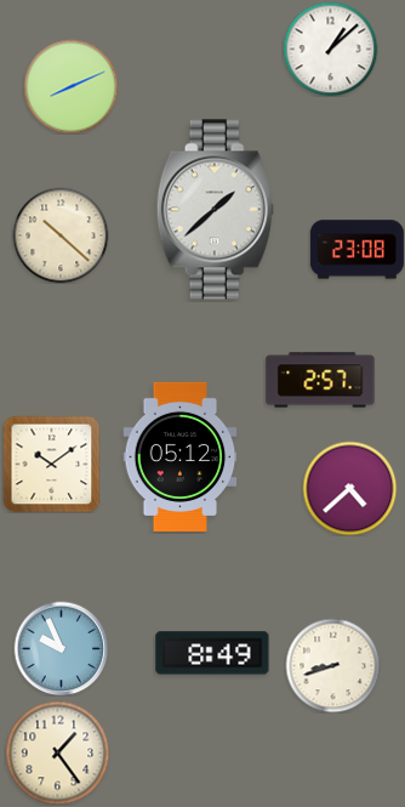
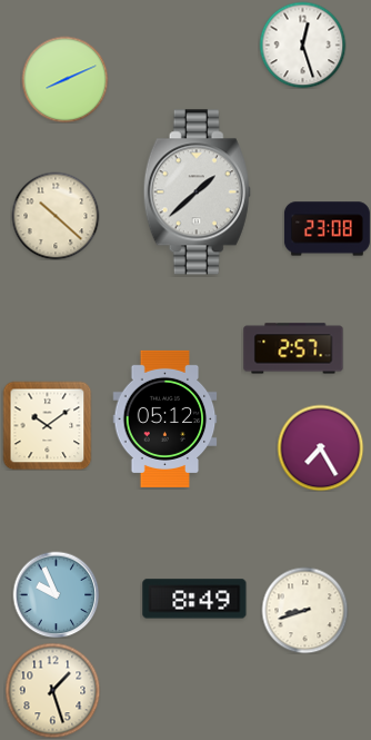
clock at (330, 49): 1:08 -> 12:27
clock at (349, 488): 4:38 -> 7:25
clock at (57, 752): 1:24 -> 1:27
